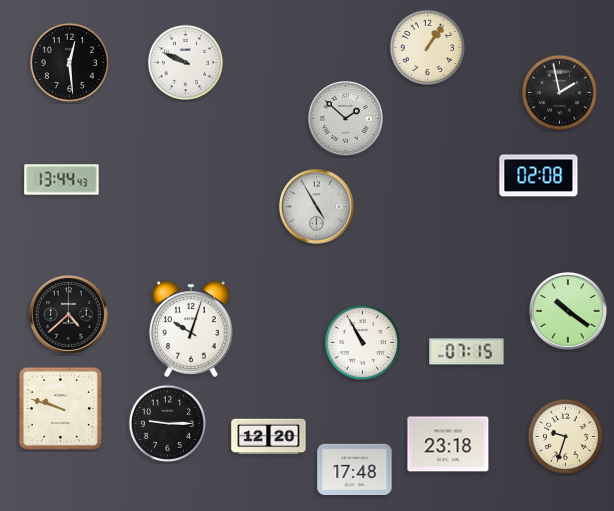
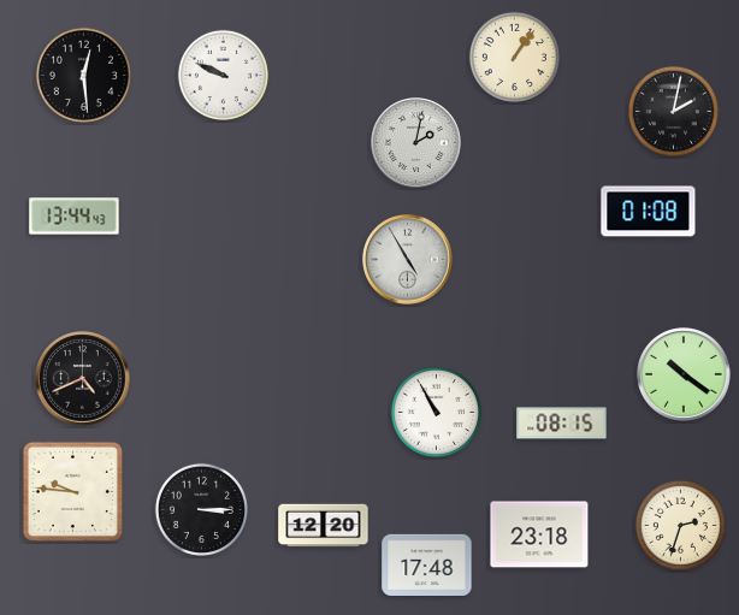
clock at (559, 92): 1:58 -> 2:02
clock at (346, 119): 1:52 -> 2:02
clock at (539, 176): 02:08 -> 01:08
clock at (317, 207) position: (317, 207) -> (408, 260)
clock at (69, 315): 4:38 -> 4:41
clock at (191, 329): 10:03 -> none
clock at (467, 352): 07:15 -> 08:15
clock at (60, 408): 9:48 -> 9:46
clock at (167, 423): 9:15 -> 3:15
clock at (565, 436): 9:33 -> 2:33
